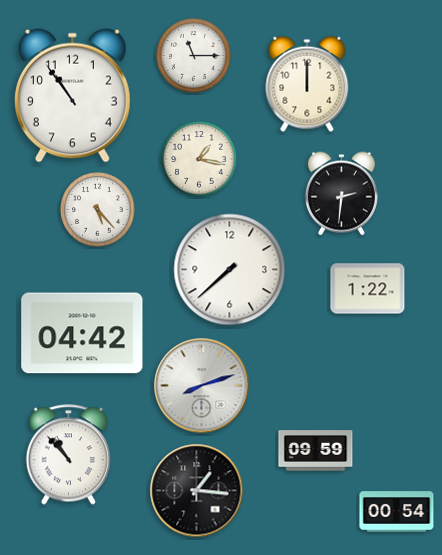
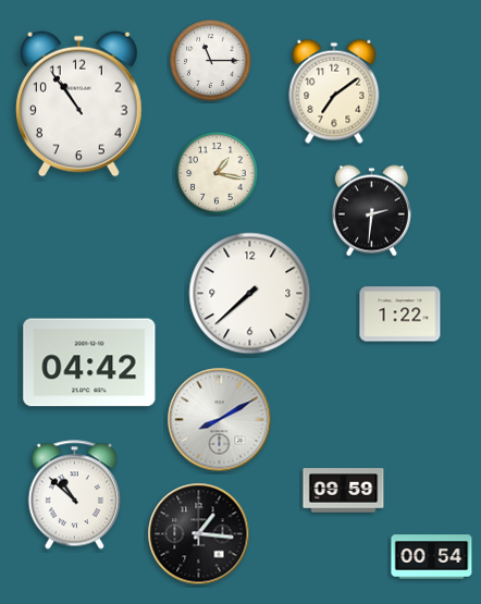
clock at (307, 84): 12:00 -> 7:09
clock at (98, 210): 5:23 -> none
clock at (202, 386): 8:12 -> 8:10
clock at (68, 455): 10:53 -> 10:52
clock at (197, 491) position: (197, 491) -> (199, 534)
